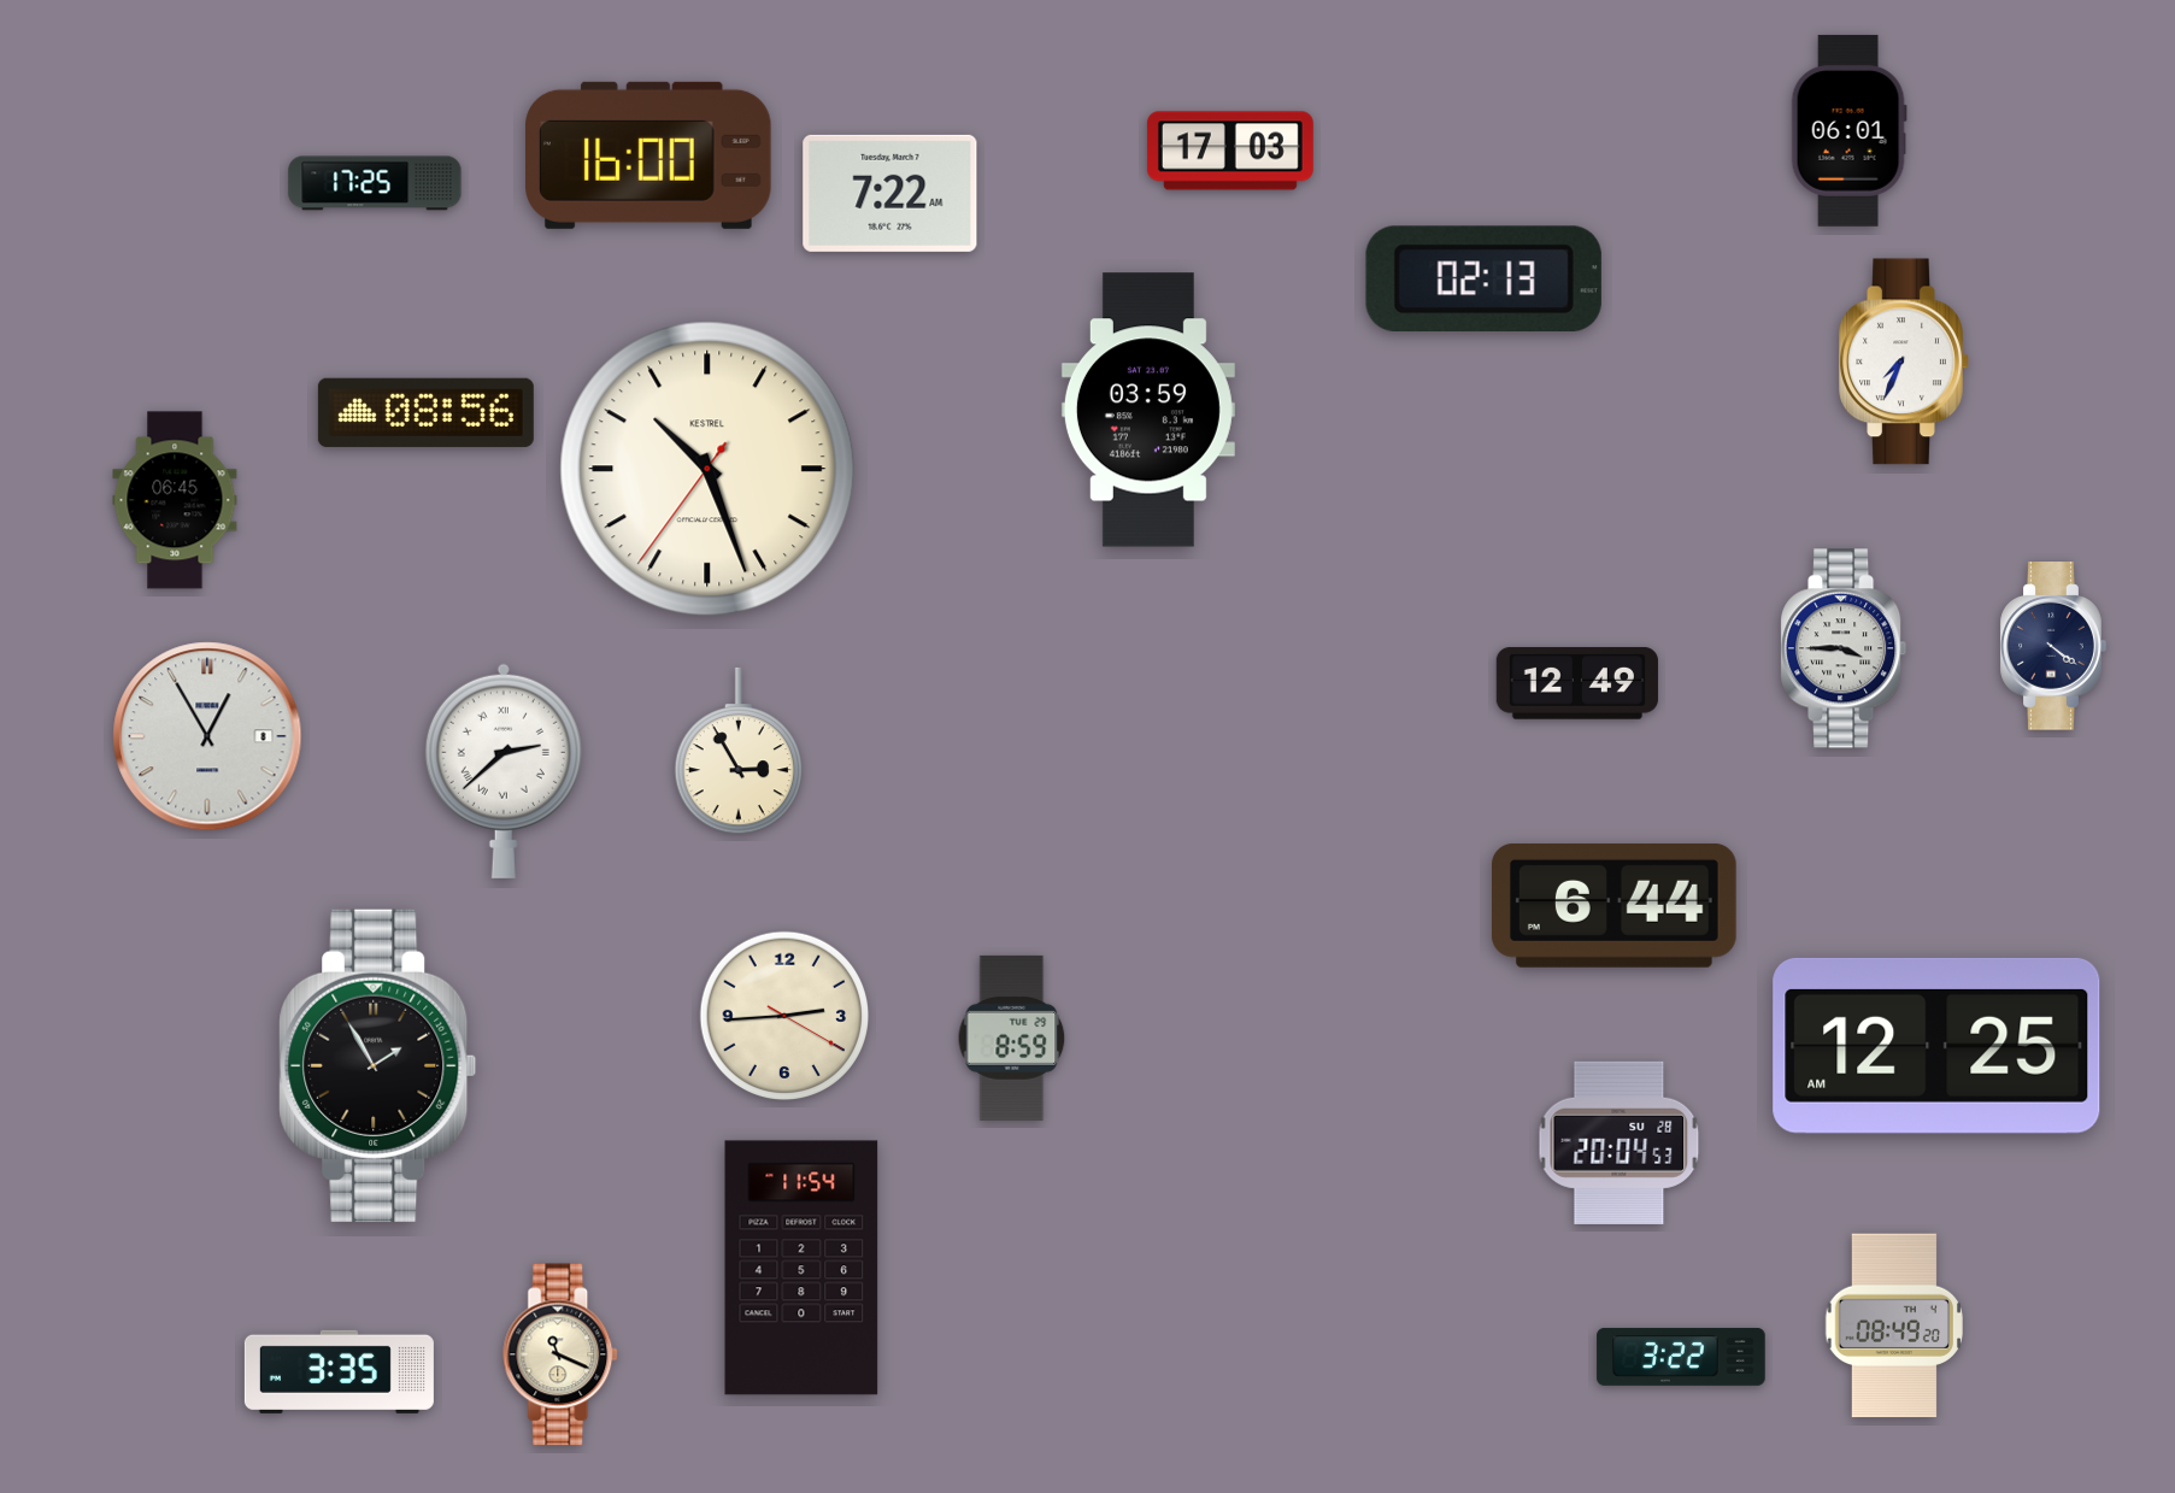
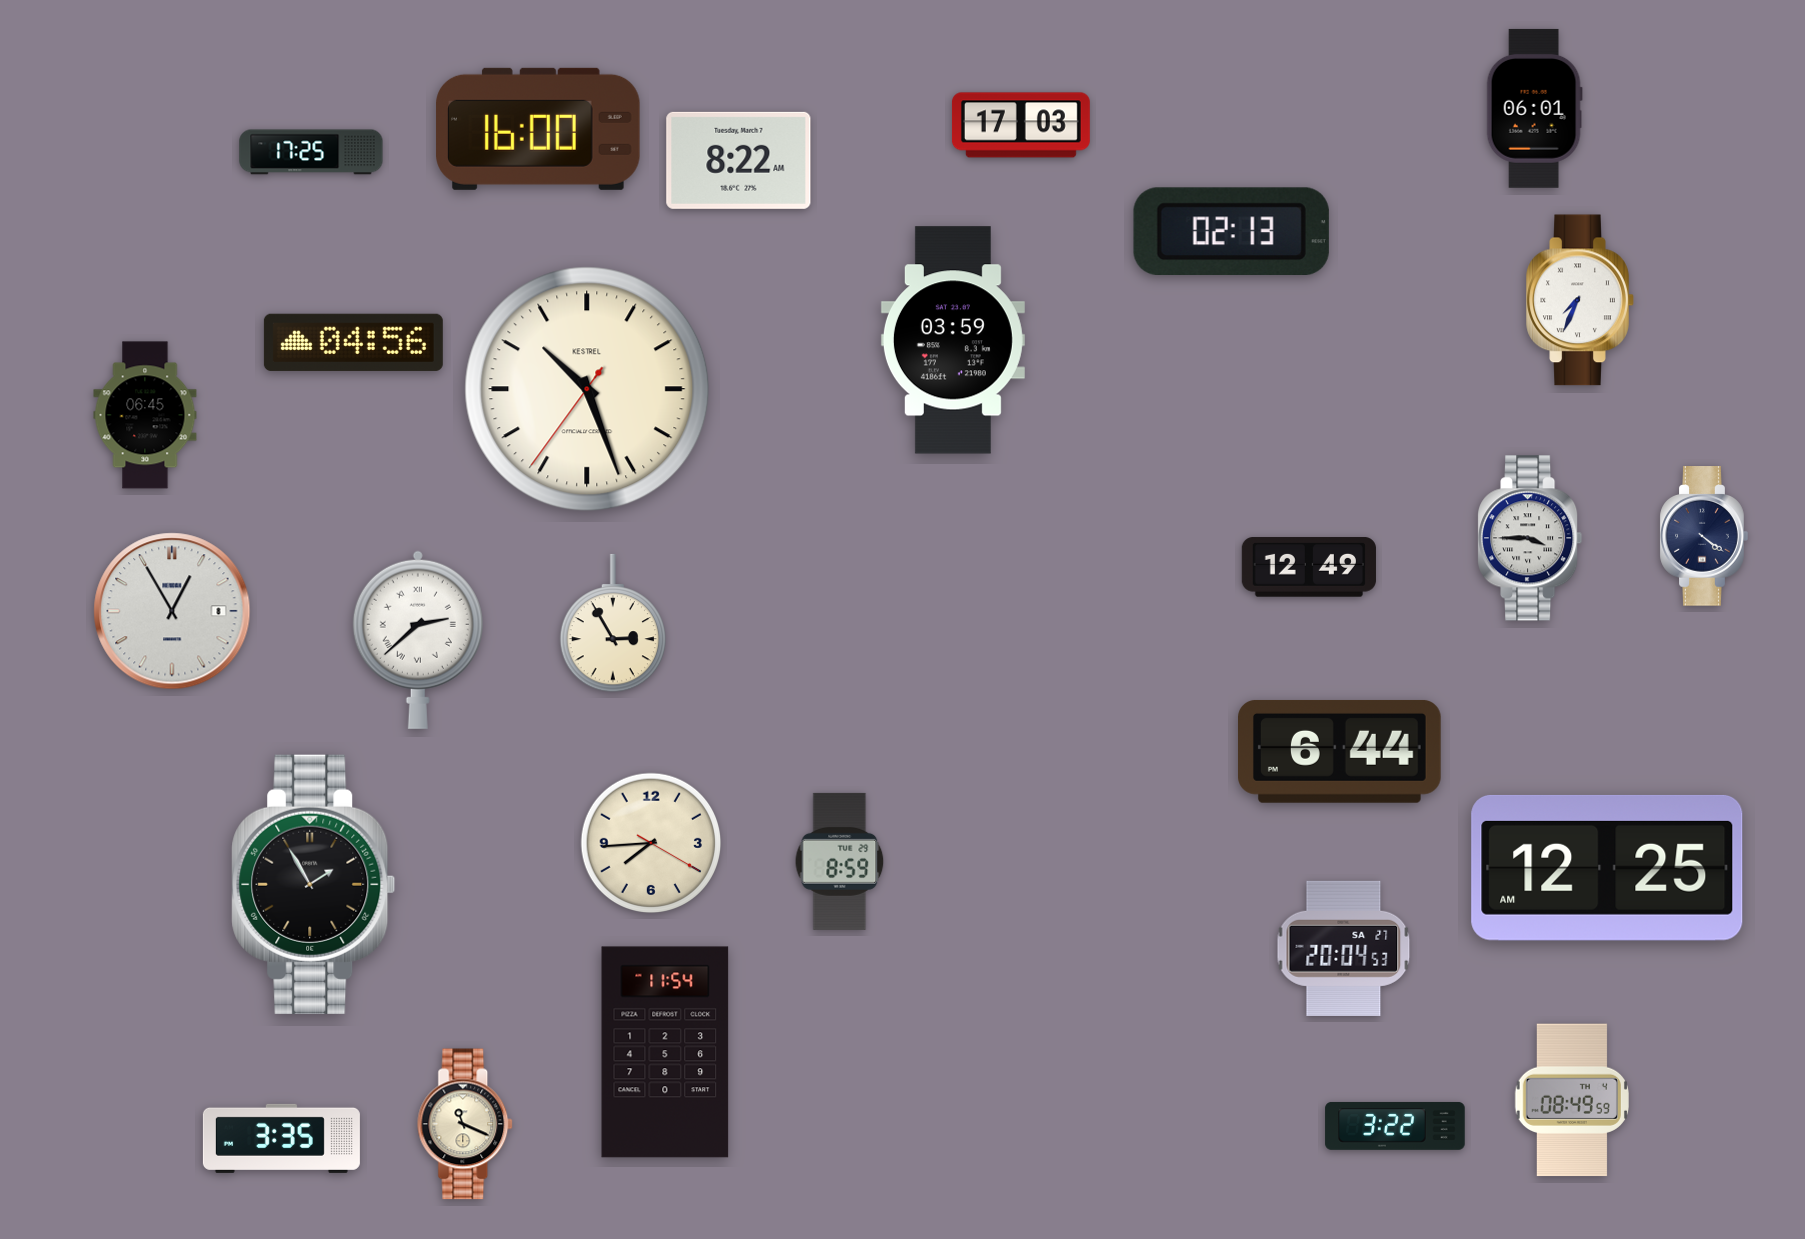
clock at (890, 193): 7:22 -> 8:22
clock at (425, 412): 08:56 -> 04:56
clock at (784, 1016): 2:44 -> 7:44
clock at (1620, 1142) date: SU 28 -> SA 27
clock at (1894, 1326): 08:49:20 -> 08:49:59
